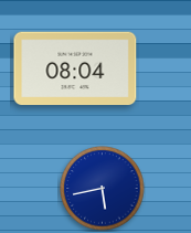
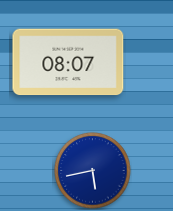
clock at (75, 68): 08:04 -> 08:07
